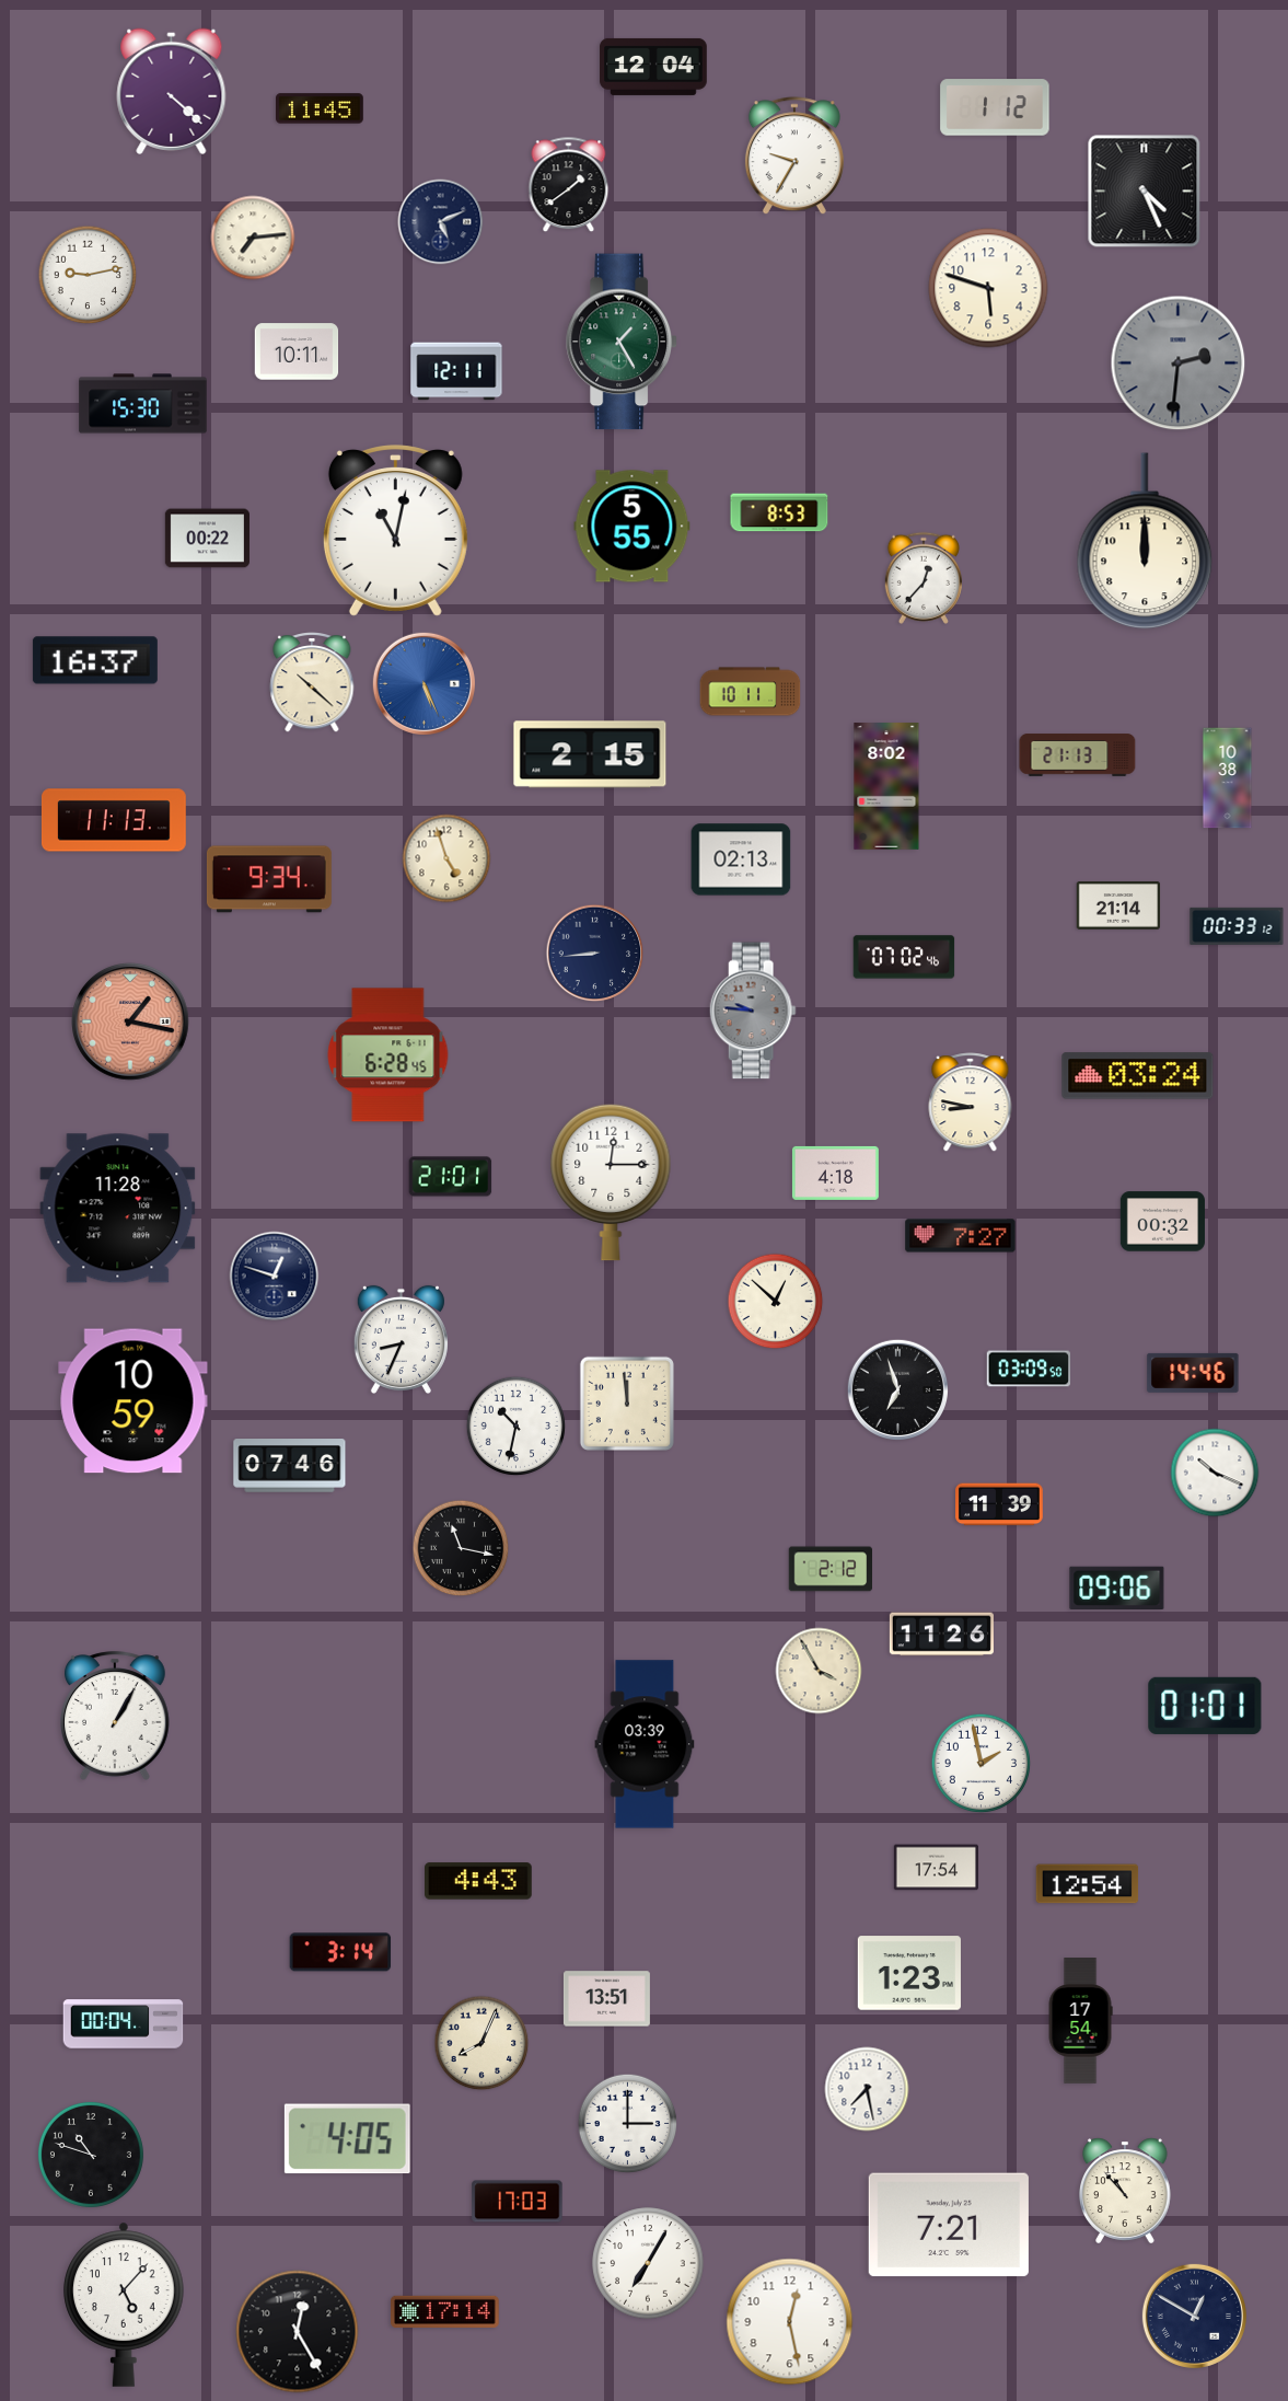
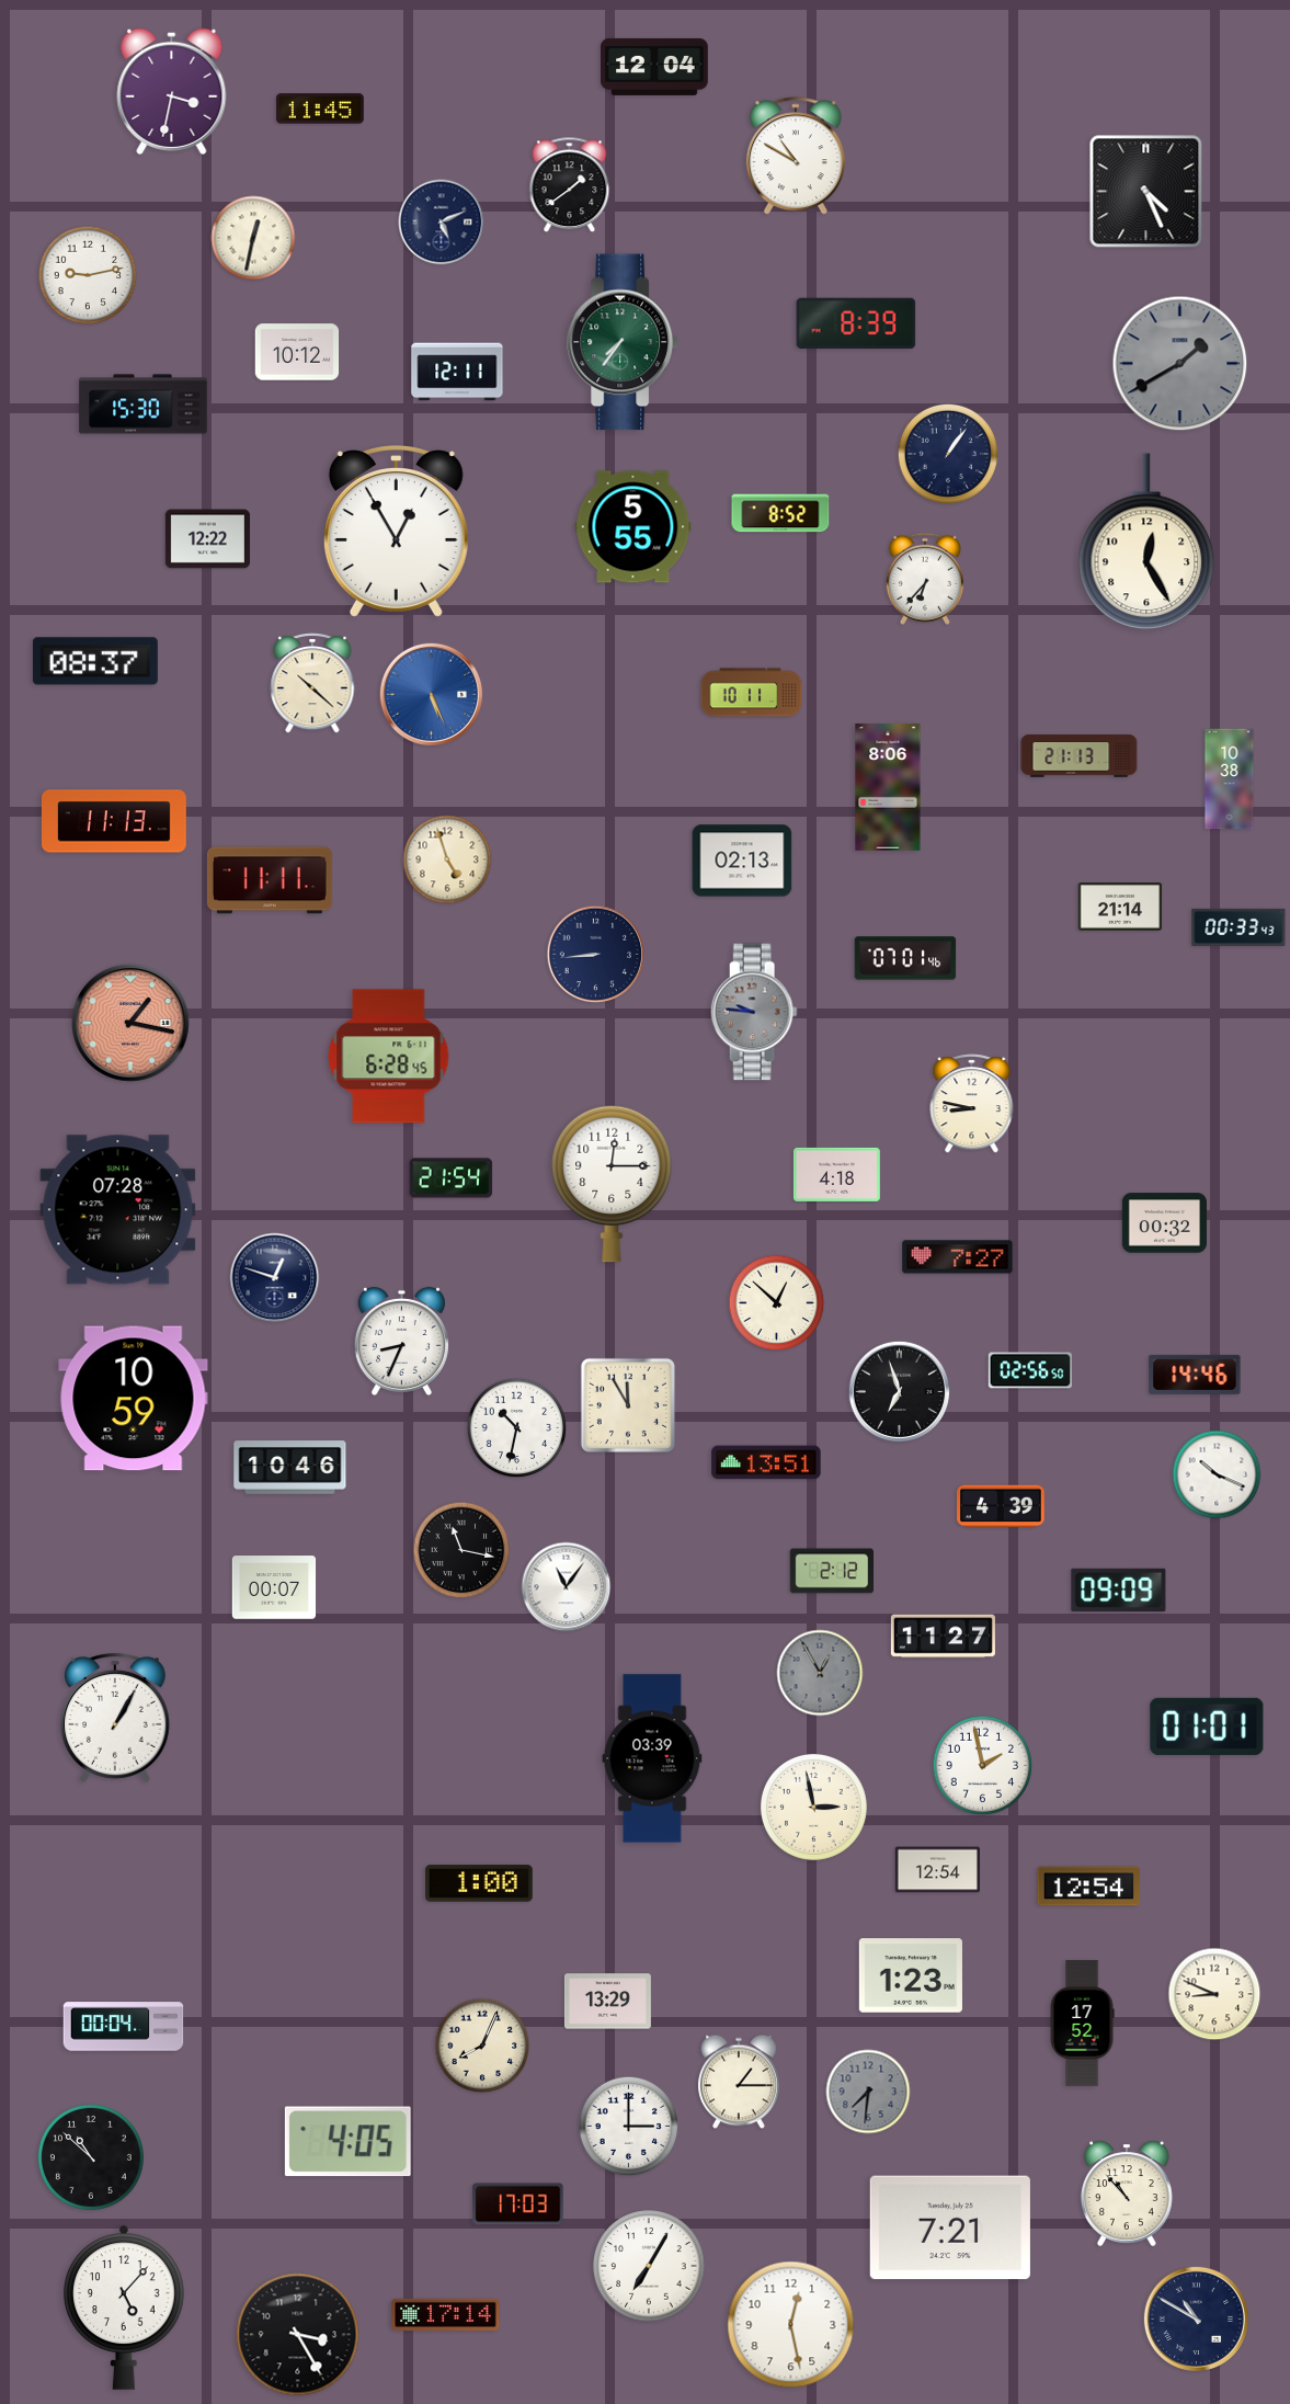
clock at (172, 91): 4:22 -> 3:32
clock at (995, 107): 1:12 -> none
clock at (794, 157): 9:35 -> 10:50
clock at (253, 238): 7:14 -> 12:32
clock at (988, 288): 5:48 -> none
clock at (856, 323): none -> 8:39
clock at (622, 342): 1:25 -> 7:36
clock at (297, 351): 10:11 -> 10:12
clock at (1179, 363): 2:31 -> 1:40
clock at (947, 453): none -> 1:06
clock at (779, 512): 8:53 -> 8:52
clock at (395, 531): 11:02 -> 12:55
clock at (207, 539): 00:22 -> 12:22
clock at (1145, 541): 12:00 -> 12:25
clock at (924, 578): 12:37 -> 6:37
clock at (95, 660): 16:37 -> 08:37
clock at (423, 683) position: (423, 683) -> (431, 694)
clock at (590, 754): 2:15 -> none
clock at (886, 786): 8:02 -> 8:06
clock at (269, 879): 9:34 -> 11:11
clock at (1237, 926): 00:33:12 -> 00:33:43
clock at (904, 957): 07:02 -> 07:01
clock at (1138, 1076): 03:24 -> none
clock at (451, 1177): 21:01 -> 21:54
clock at (118, 1209): 11:28 -> 07:28
clock at (961, 1236) position: (961, 1236) -> (958, 1257)
clock at (1029, 1369): 03:09 -> 02:56
clock at (134, 1401) position: (134, 1401) -> (134, 1399)
clock at (627, 1404): 11:59 -> 11:55
clock at (766, 1462): none -> 13:51
clock at (290, 1466): 07:46 -> 10:46
clock at (1000, 1504): 11:39 -> 4:39
clock at (274, 1587): none -> 00:07
clock at (567, 1587): none -> 11:06
clock at (1117, 1588): 09:06 -> 09:09
clock at (941, 1635): 11:26 -> 11:27
clock at (819, 1671): 3:55 -> 12:55
clock at (819, 1671) dial: cream -> grey
clock at (1205, 1706) position: (1205, 1706) -> (1207, 1727)
clock at (645, 1744) position: (645, 1744) -> (652, 1758)
clock at (813, 1807): none -> 2:58
clock at (936, 1868): 17:54 -> 12:54
clock at (478, 1881): 4:43 -> 1:00
clock at (340, 1952): 3:14 -> none
clock at (1214, 1994): none -> 8:49
clock at (606, 1999): 13:51 -> 13:29
clock at (1080, 2021): 17:54 -> 17:52
clock at (739, 2082): none -> 1:15
clock at (867, 2089): 7:28 -> 7:31
clock at (867, 2089) dial: white -> grey
clock at (91, 2155): 10:48 -> 10:52
clock at (1194, 2316): 12:50 -> 10:50
clock at (298, 2332): 12:25 -> 3:25
